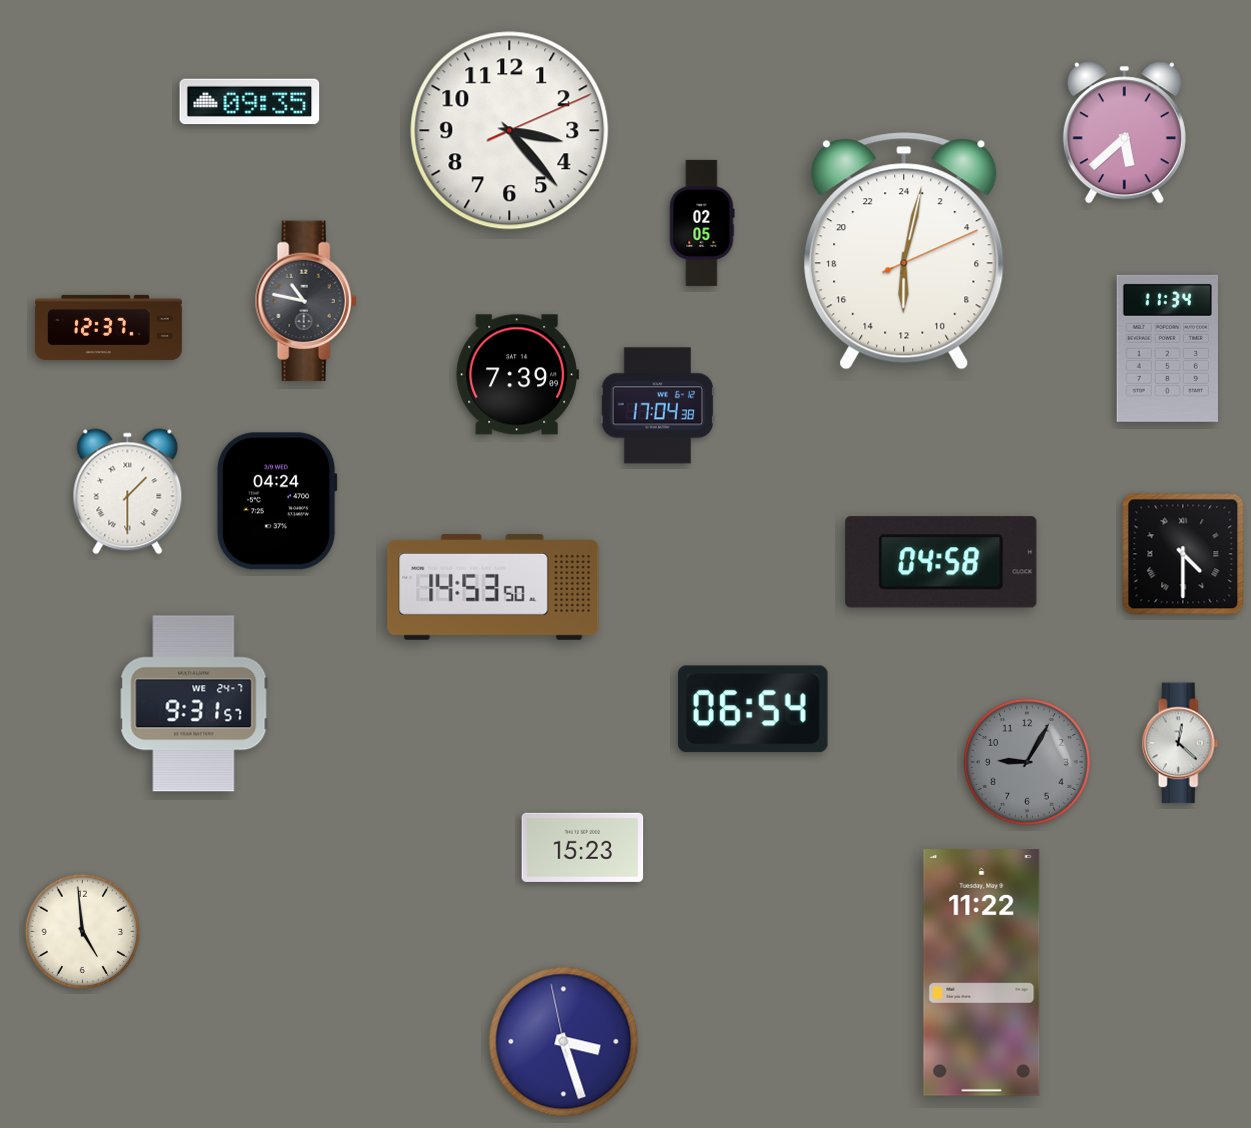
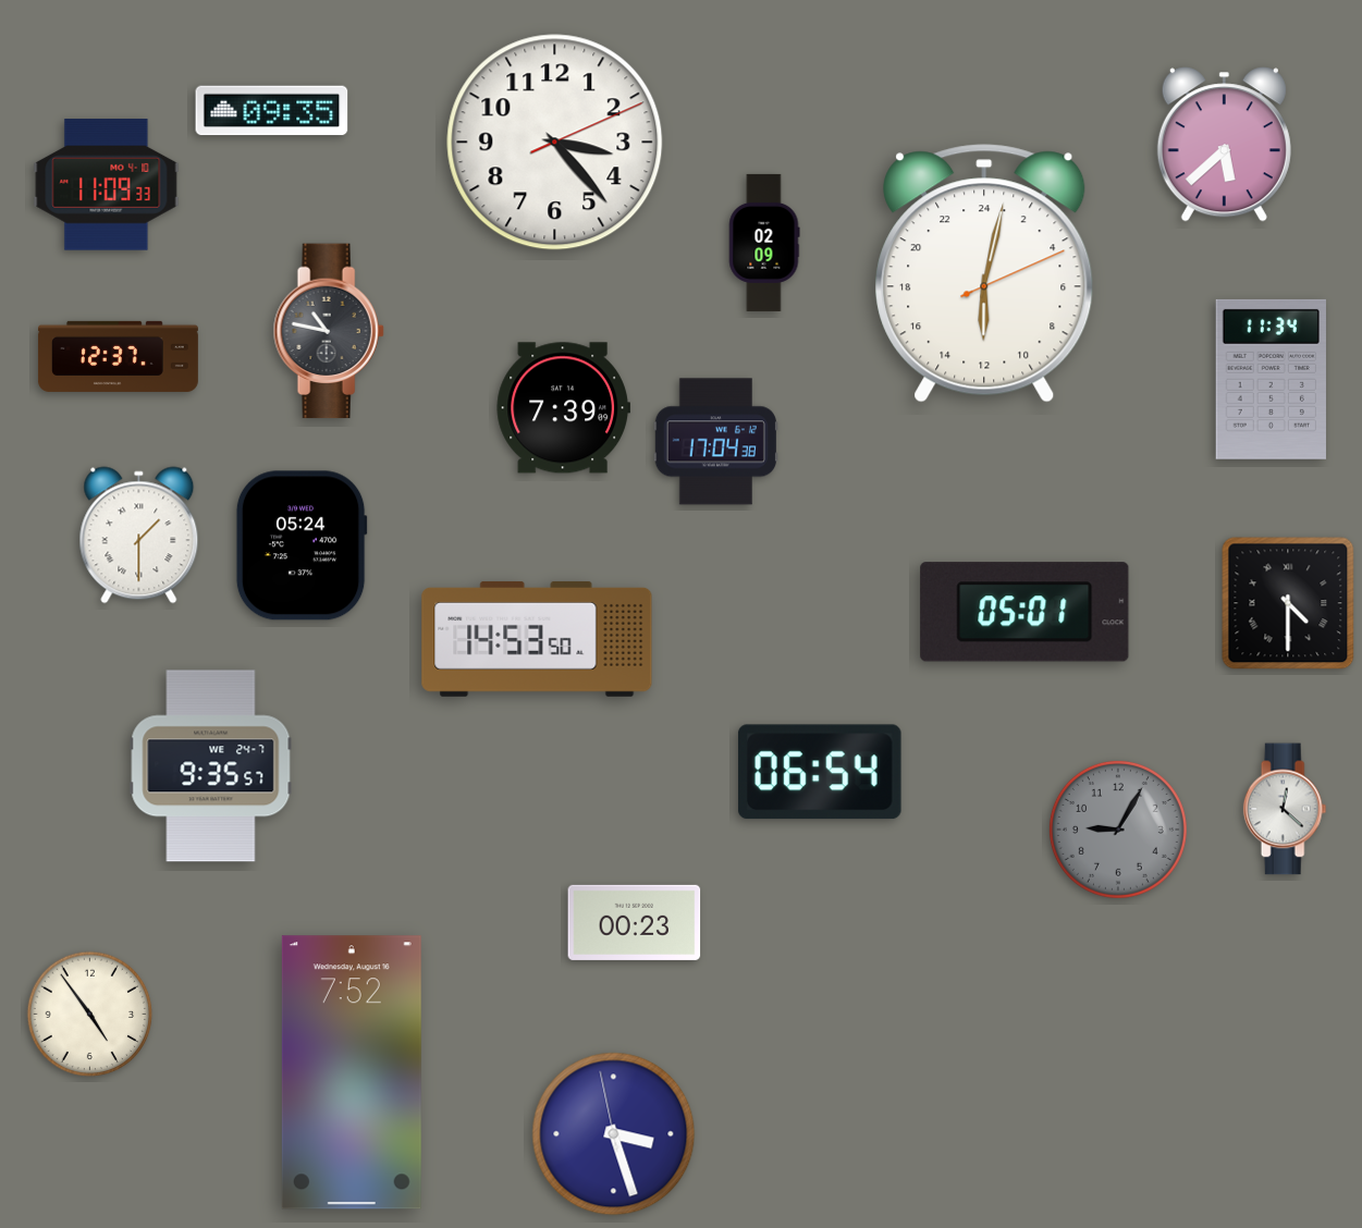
clock at (107, 185): none -> 11:09
clock at (702, 223): 02:05 -> 02:09
clock at (306, 301) position: (306, 301) -> (329, 331)
clock at (277, 501): 04:24 -> 05:24
clock at (941, 562): 04:58 -> 05:01
clock at (194, 704): 9:31 -> 9:35
clock at (583, 847): 15:23 -> 00:23
clock at (83, 932): 4:59 -> 4:54
clock at (982, 973): 11:22 -> none
clock at (352, 1072): none -> 7:52
